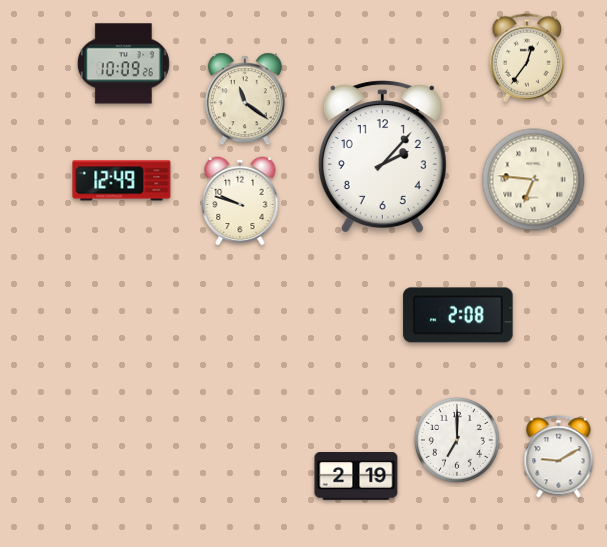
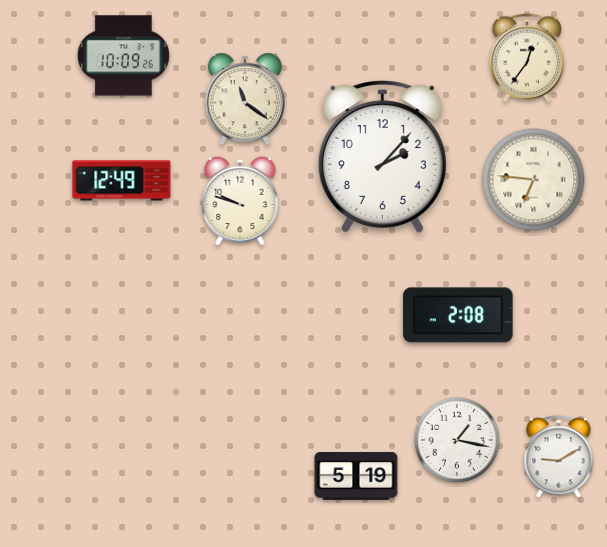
clock at (123, 64) position: (123, 64) -> (123, 56)
clock at (457, 440): 7:00 -> 1:17
clock at (356, 476): 2:19 -> 5:19
